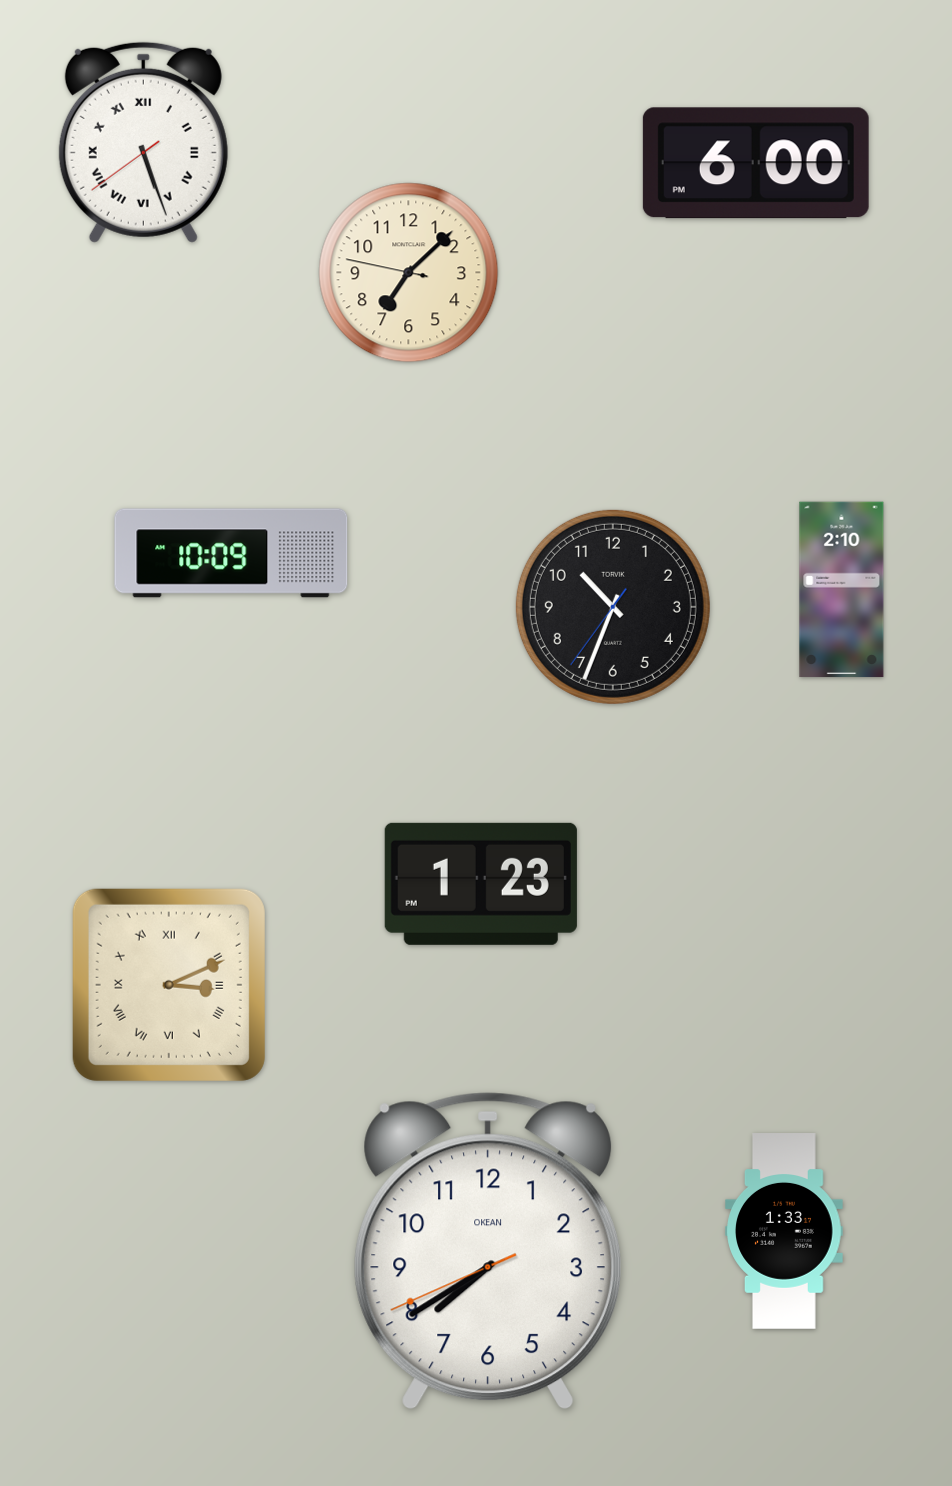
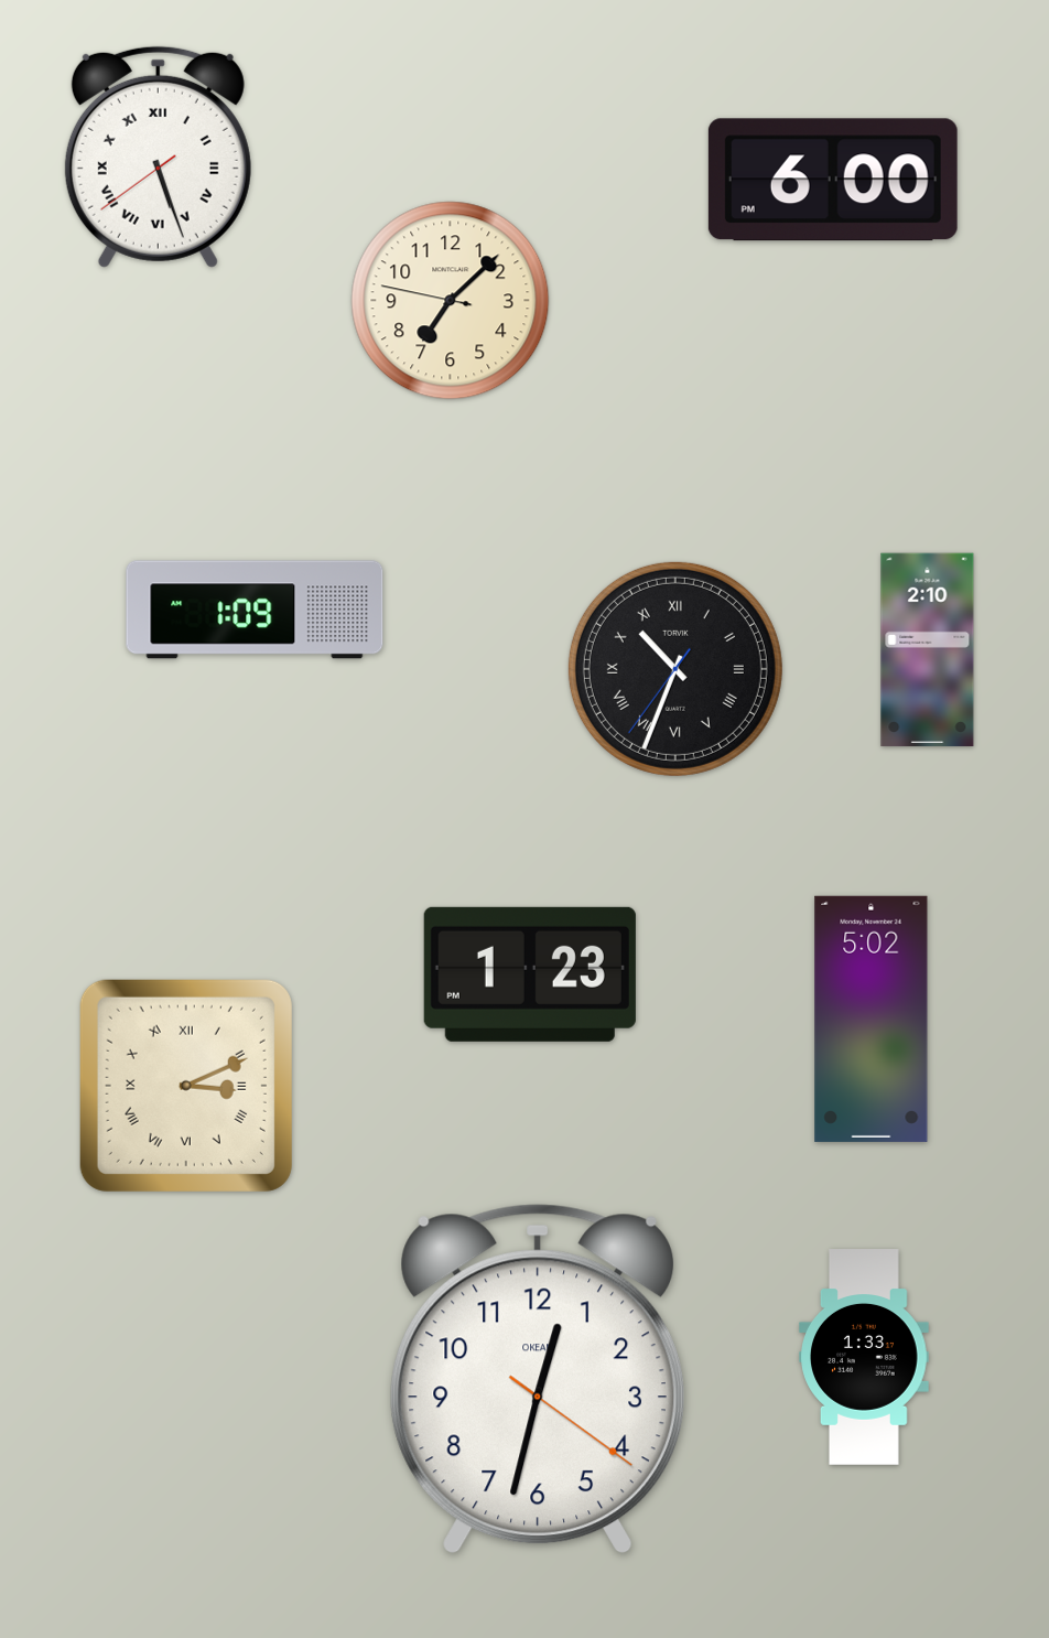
clock at (231, 553): 10:09 -> 1:09
clock at (613, 607) numerals: Arabic -> Roman
clock at (872, 1019): none -> 5:02
clock at (488, 1251): 7:39 -> 12:32
